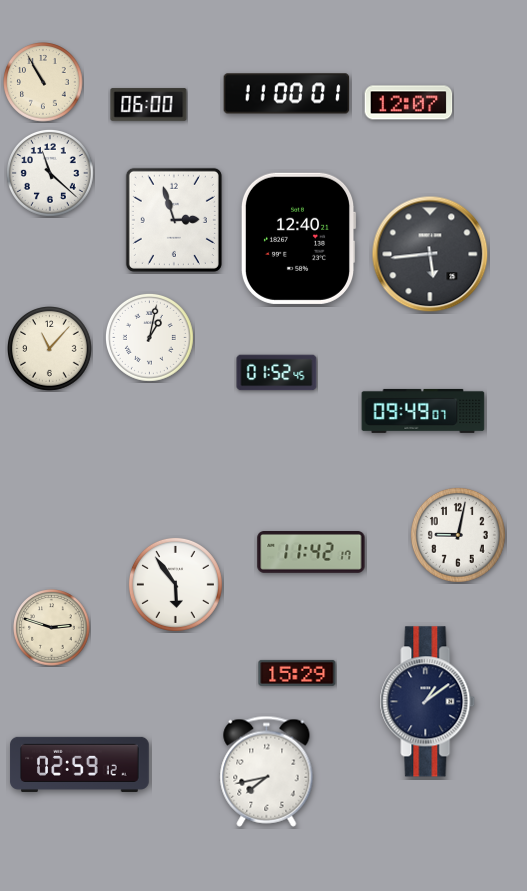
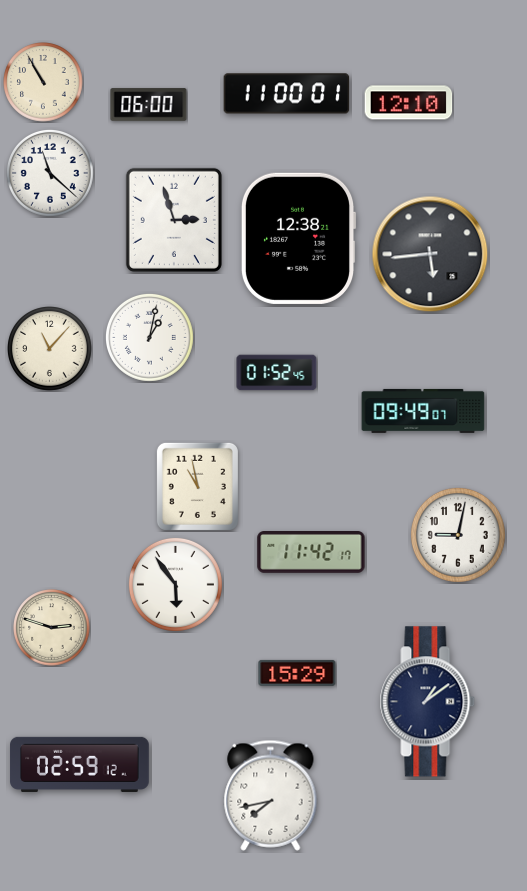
clock at (409, 103): 12:07 -> 12:10
clock at (298, 238): 12:40 -> 12:38
clock at (197, 486): none -> 10:58
clock at (267, 771) position: (267, 771) -> (271, 795)
